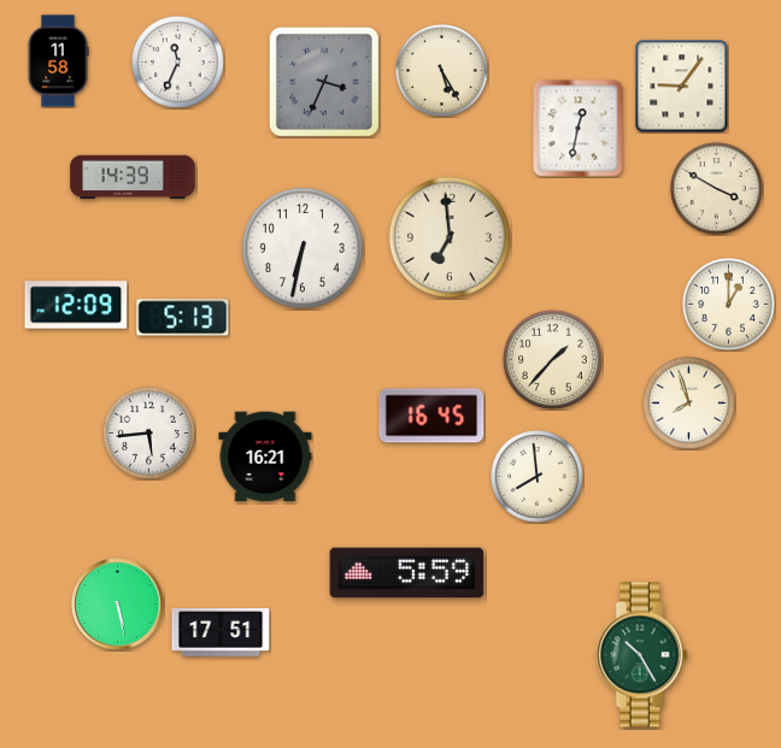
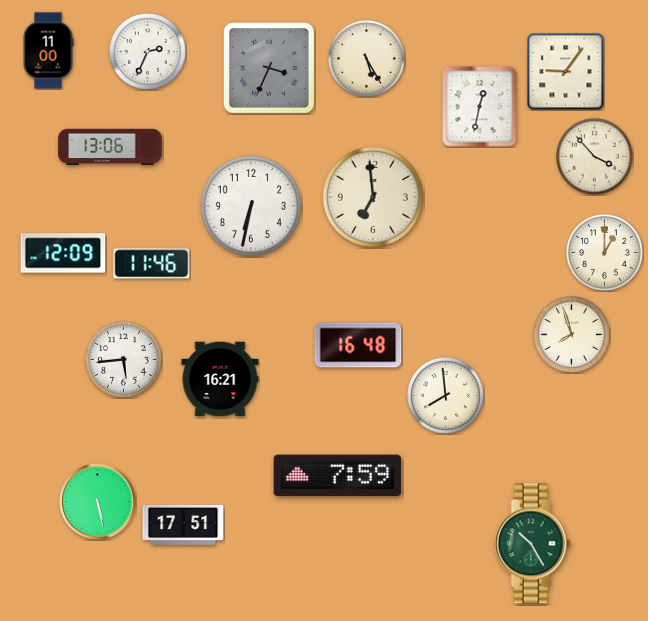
clock at (58, 61): 11:58 -> 11:00
clock at (178, 63): 11:34 -> 2:34
clock at (133, 177): 14:39 -> 13:06
clock at (717, 189): 3:50 -> 3:53
clock at (183, 318): 5:13 -> 11:46
clock at (552, 359): 1:37 -> none
clock at (431, 416): 16:45 -> 16:48
clock at (407, 573): 5:59 -> 7:59
